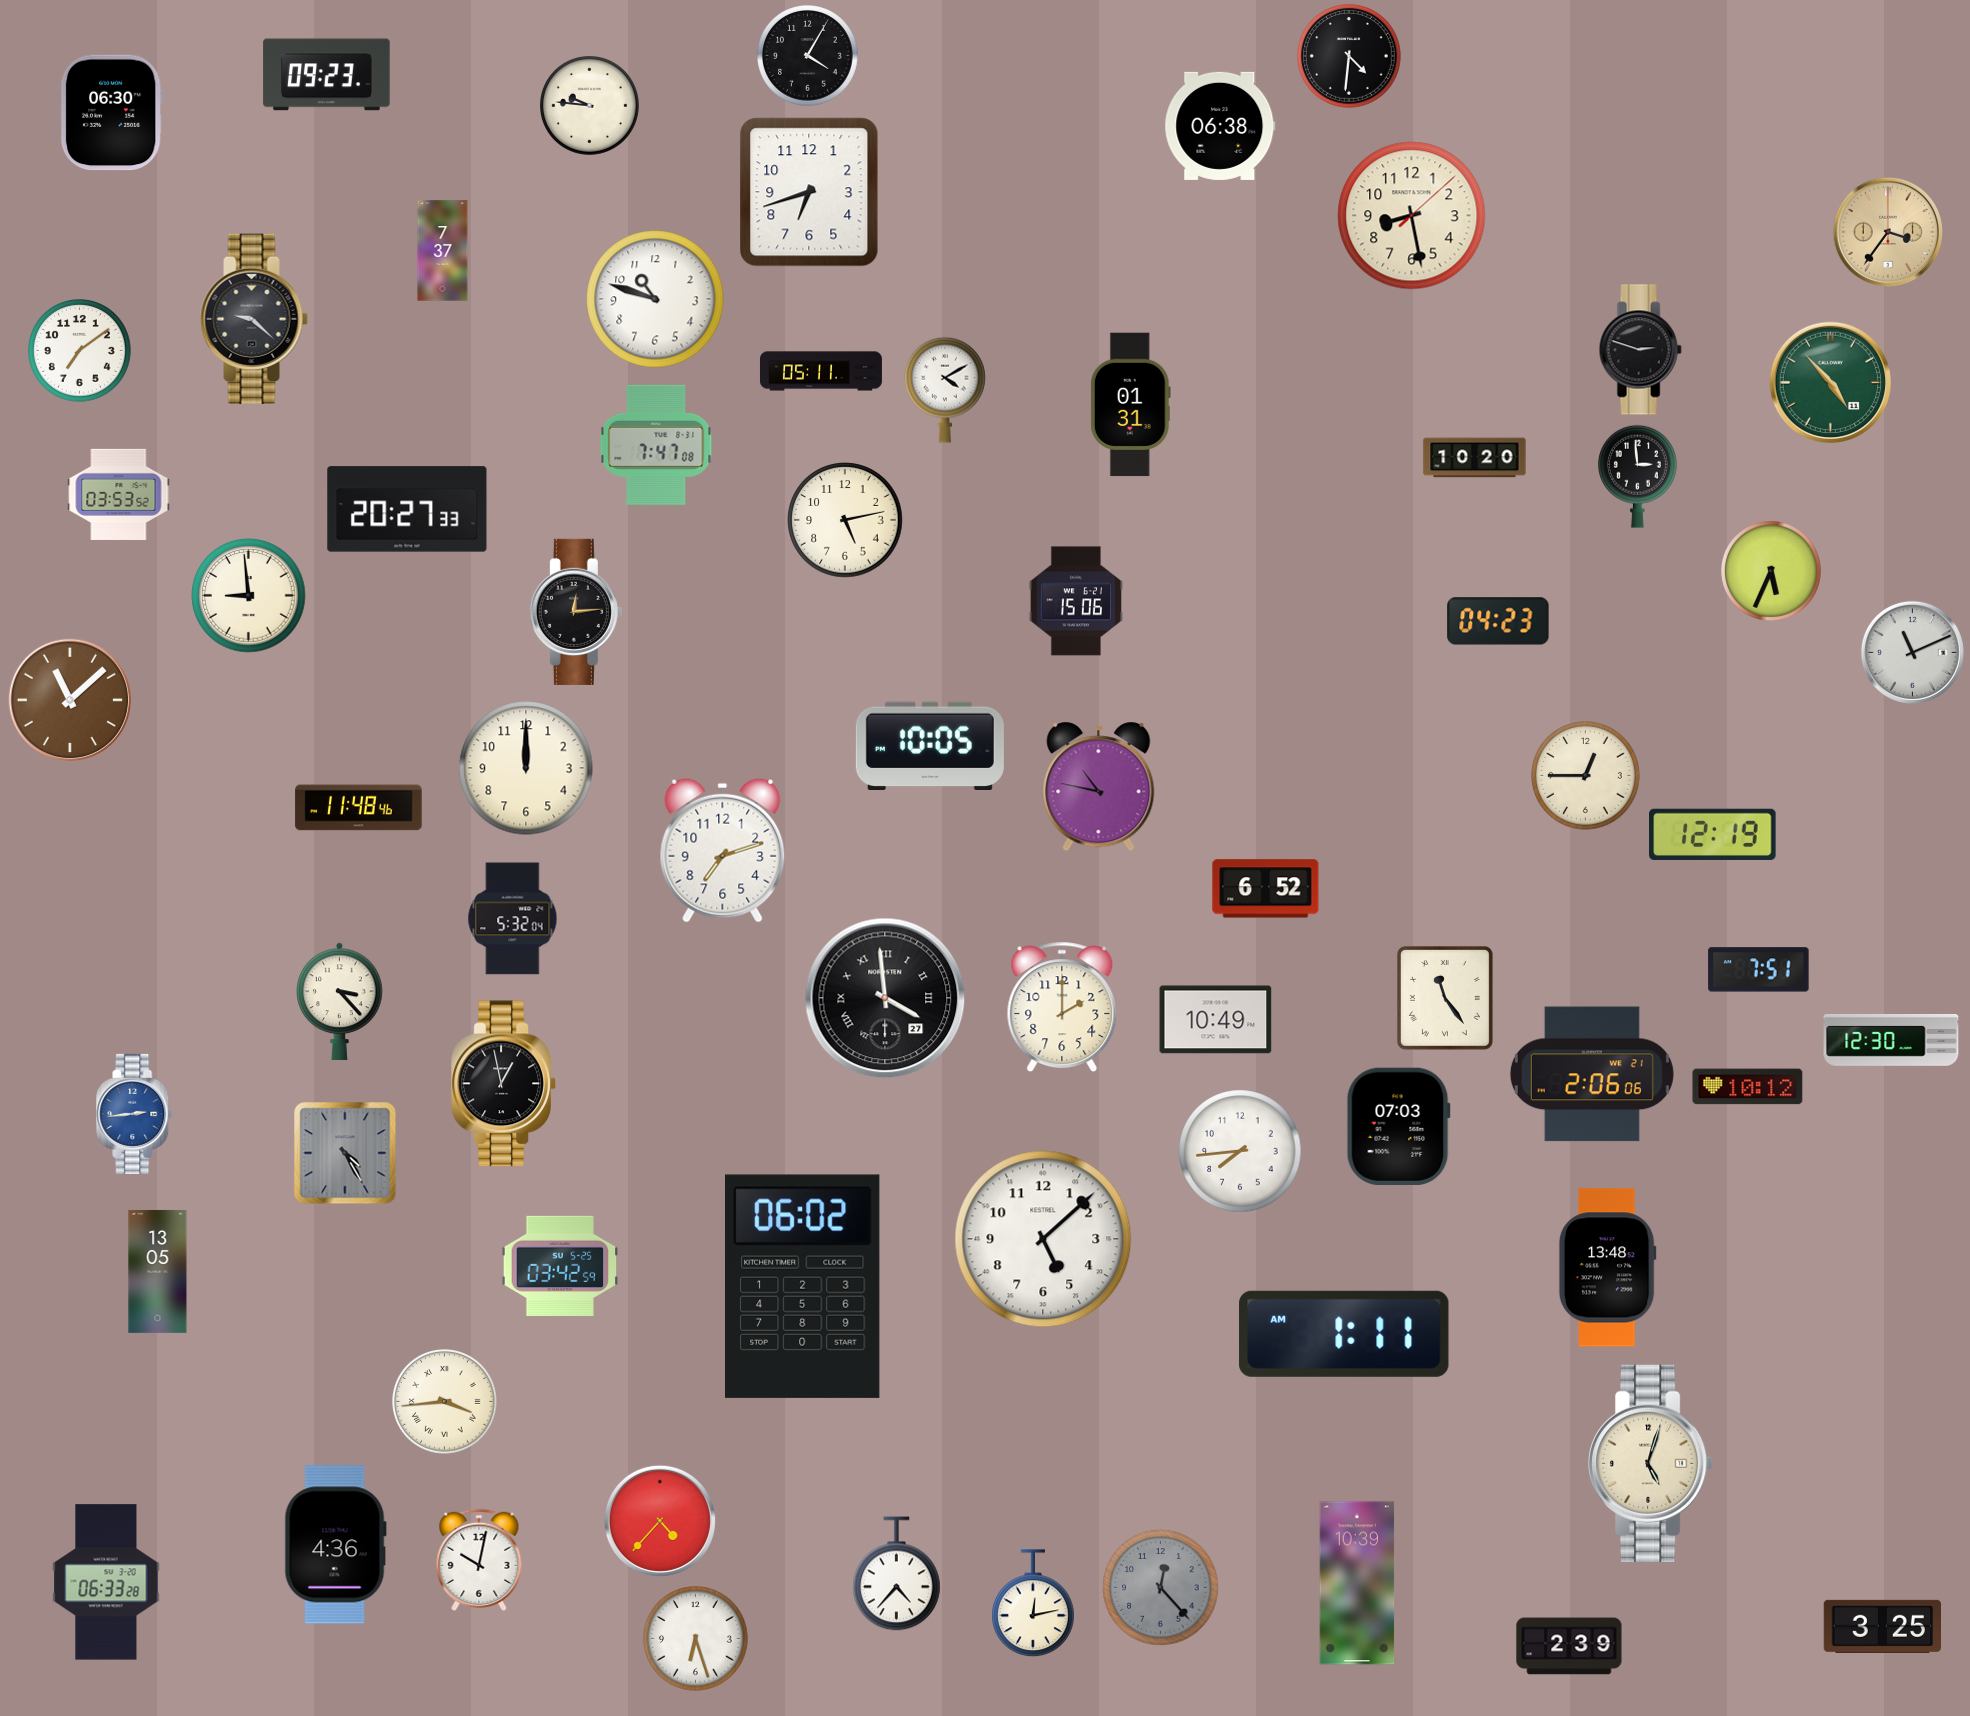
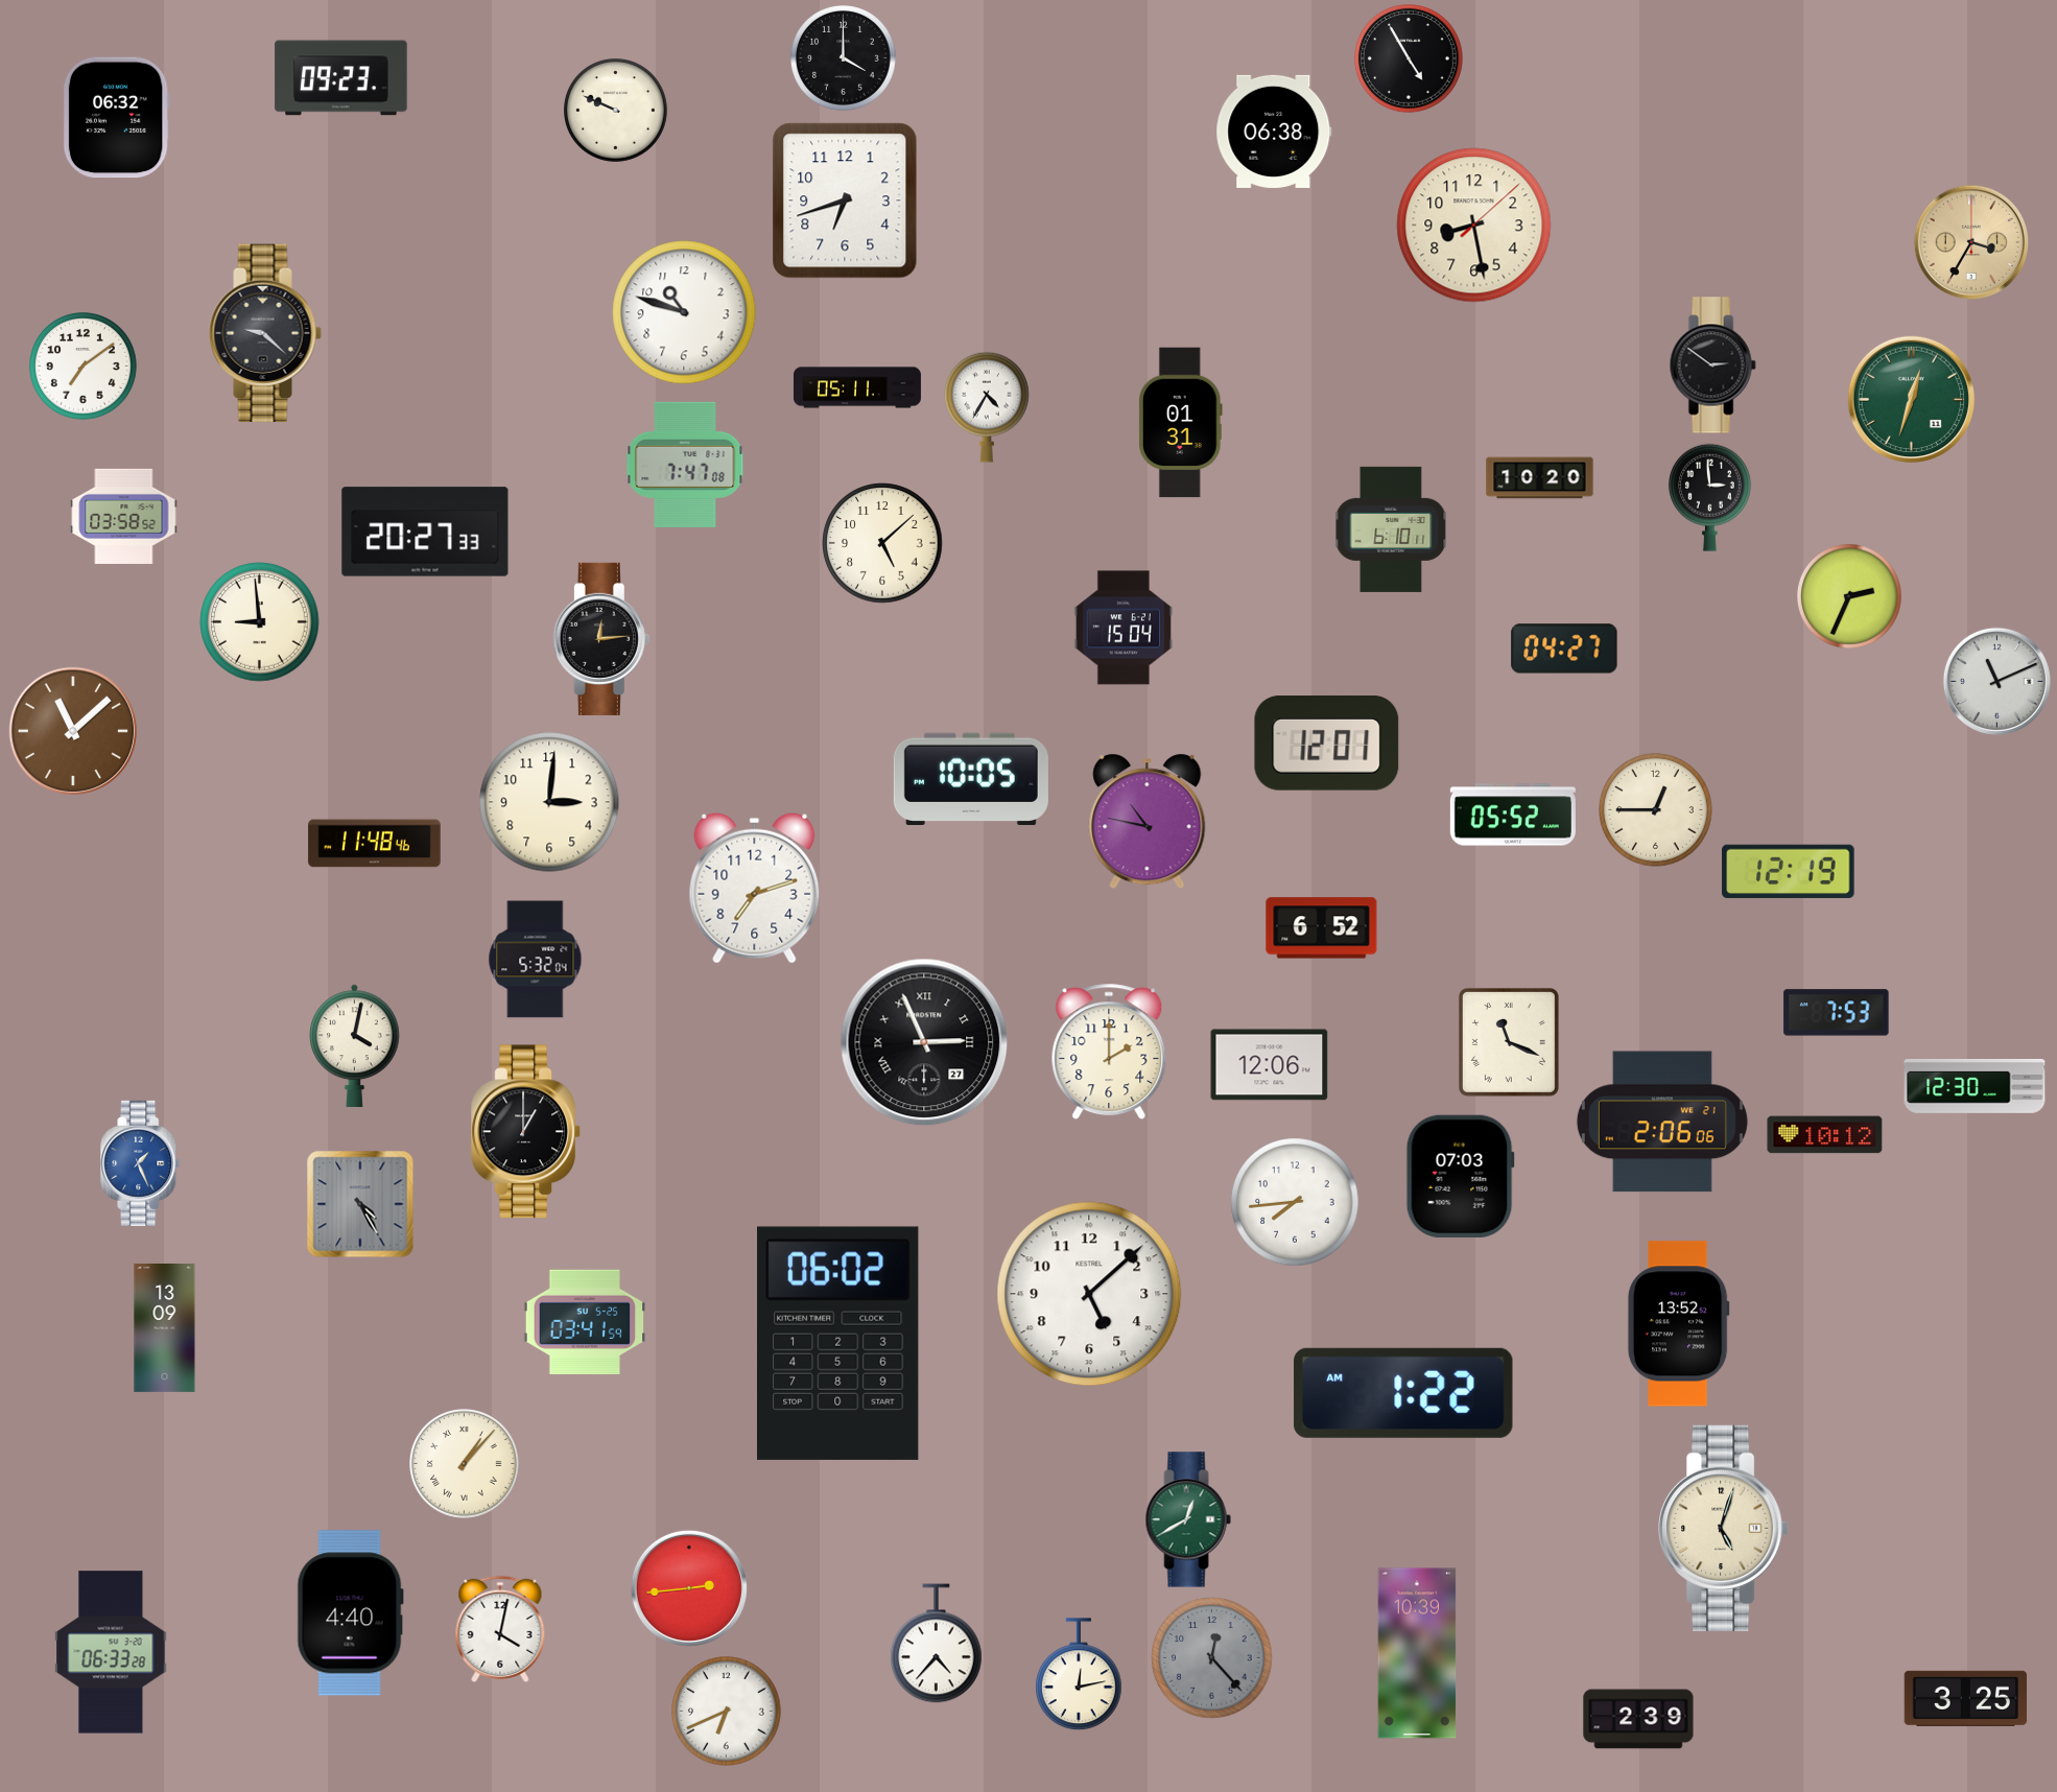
clock at (808, 56): 4:05 -> 4:00
clock at (1350, 57): 4:31 -> 4:55
clock at (590, 106): 9:46 -> 9:49
clock at (111, 113): 06:30 -> 06:32
clock at (1888, 232): 3:36 -> 3:35
clock at (443, 251): 7:37 -> none
clock at (1640, 350): 2:48 -> 2:51
clock at (1830, 382): 4:53 -> 12:33
clock at (946, 390): 4:10 -> 4:35
clock at (119, 494): 03:53 -> 03:58
clock at (1391, 529): none -> 6:10
clock at (845, 520): 5:13 -> 5:08
clock at (1772, 572): 5:34 -> 2:34
clock at (1076, 601): 15:06 -> 15:04
clock at (1498, 621): 04:23 -> 04:27
clock at (1327, 744): none -> 12:01
clock at (526, 768): 12:00 -> 3:01
clock at (1513, 815): none -> 05:52
clock at (1759, 970): 7:51 -> 7:53
clock at (885, 998): 3:59 -> 2:56
clock at (1445, 998): 11:24 -> 11:19
clock at (340, 1002): 3:23 -> 4:02
clock at (1216, 1020): 10:49 -> 12:06
clock at (504, 1084): 12:58 -> 1:00
clock at (134, 1114): 2:44 -> 1:26
clock at (560, 1266): 03:42 -> 03:41
clock at (1607, 1268): 13:48 -> 13:52
clock at (158, 1271): 13:05 -> 13:09
clock at (1344, 1334): 1:11 -> 1:22
clock at (445, 1402): 3:44 -> 1:07
clock at (1188, 1519): none -> 12:40
clock at (660, 1521): 4:37 -> 2:44
clock at (335, 1545): 4:36 -> 4:40
clock at (479, 1560): 10:02 -> 4:02
clock at (696, 1639): 6:27 -> 6:41
